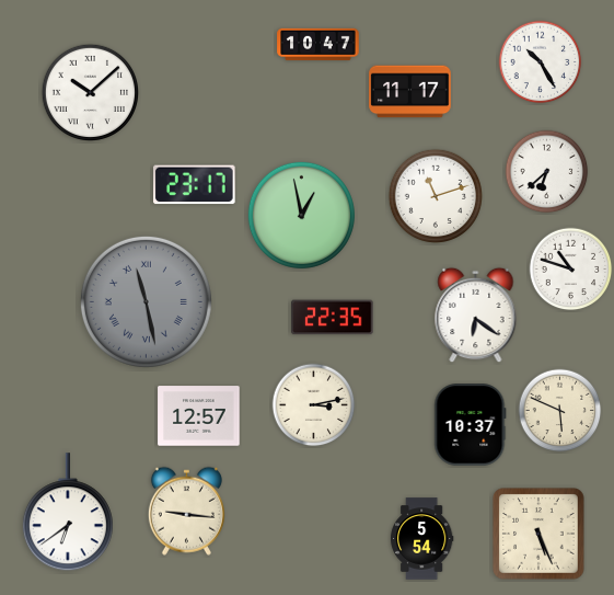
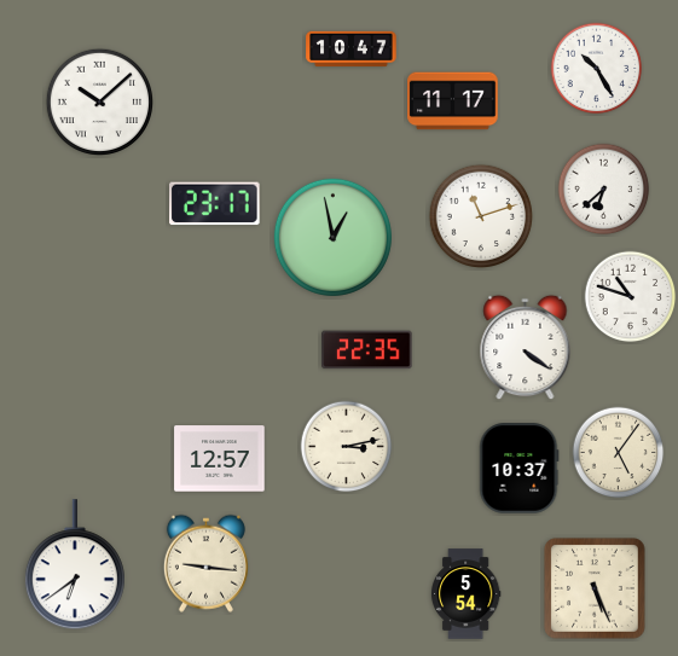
clock at (146, 301): 11:28 -> none
clock at (476, 316): 6:21 -> 4:21
clock at (560, 411): 5:49 -> 5:06
